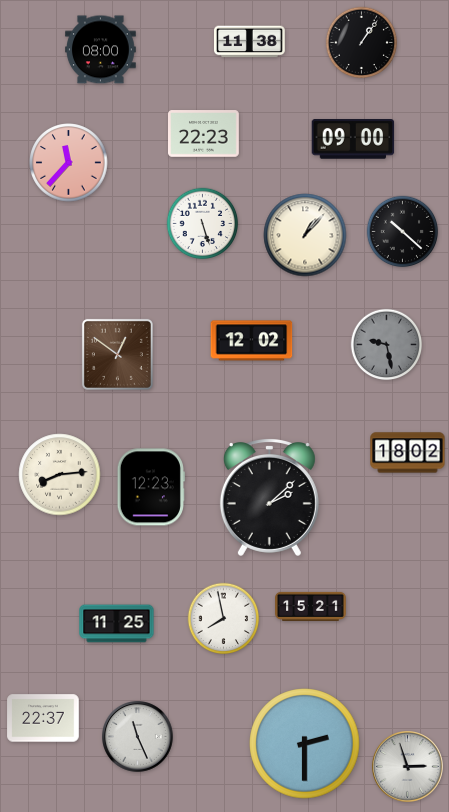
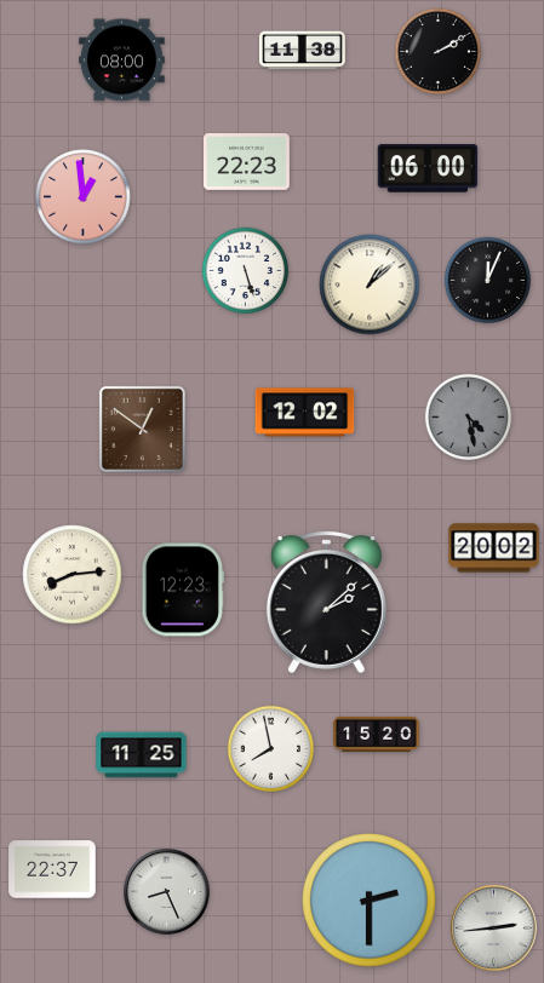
clock at (362, 43): 1:06 -> 2:10
clock at (353, 139): 09:00 -> 06:00
clock at (69, 163): 11:37 -> 12:59
clock at (403, 232): 10:22 -> 12:04
clock at (305, 235): 1:07 -> 1:08
clock at (387, 345): 9:28 -> 4:28
clock at (408, 453): 18:02 -> 20:02
clock at (311, 606): 15:21 -> 15:20
clock at (138, 737): 11:26 -> 8:26
clock at (408, 767): 2:57 -> 2:44
